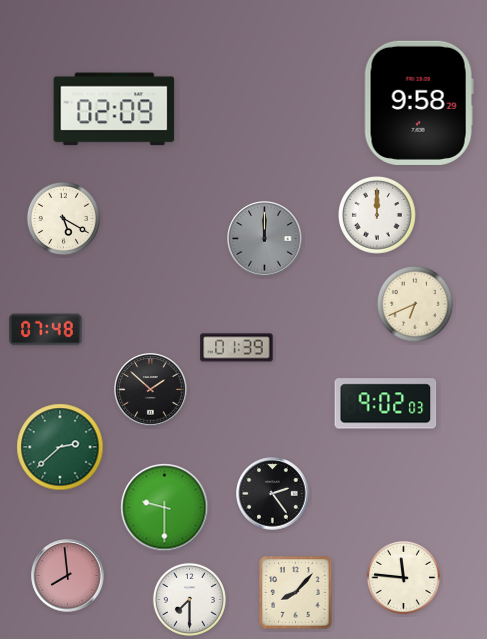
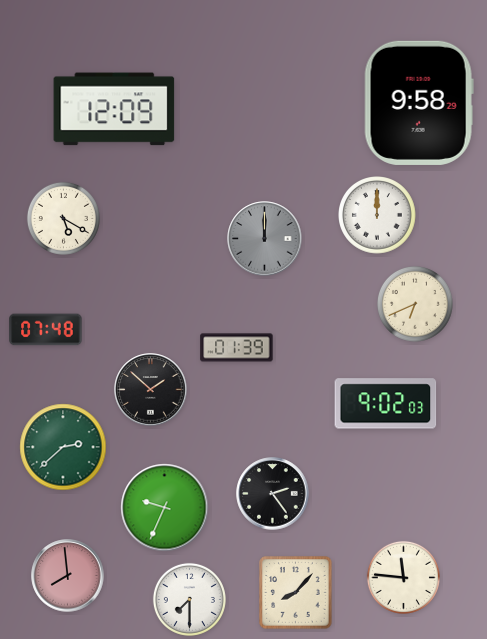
clock at (114, 109): 02:09 -> 12:09
clock at (60, 447) position: (60, 447) -> (63, 447)
clock at (165, 508): 9:30 -> 9:34
